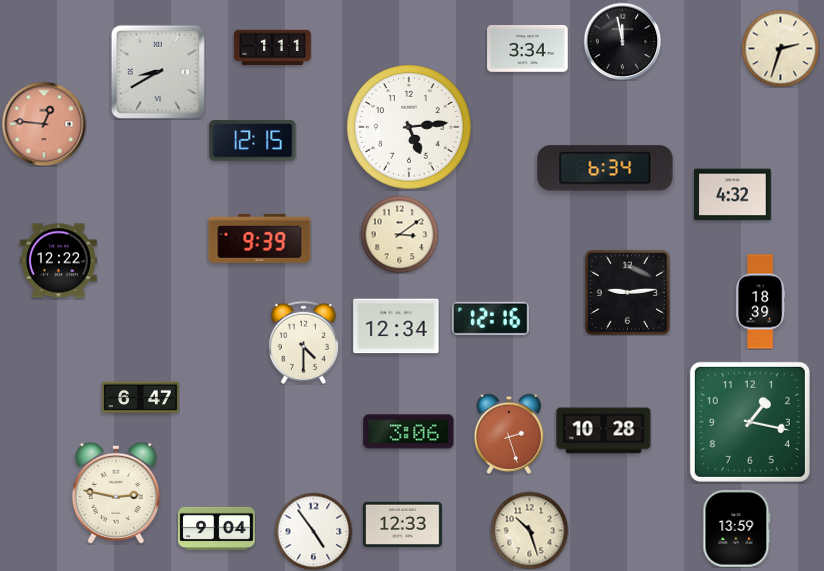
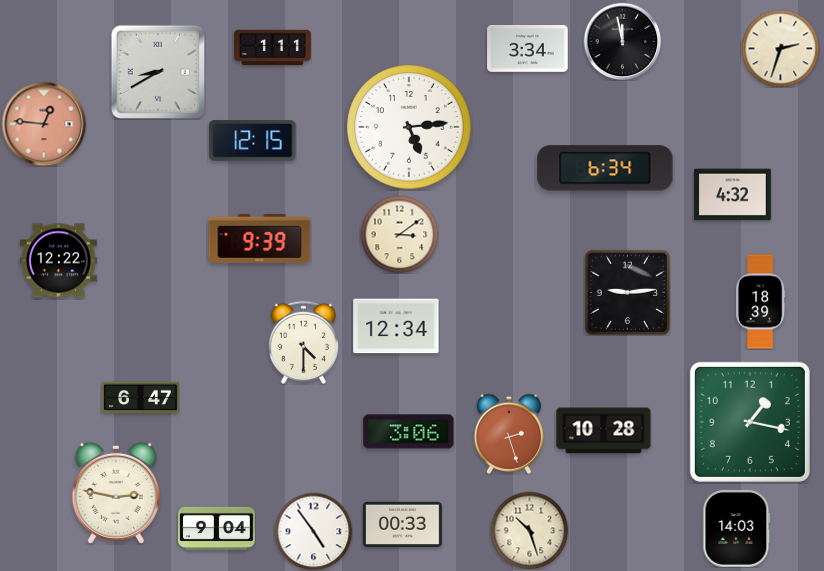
clock at (490, 318): 12:16 -> none
clock at (403, 524): 12:33 -> 00:33
clock at (737, 528): 13:59 -> 14:03
